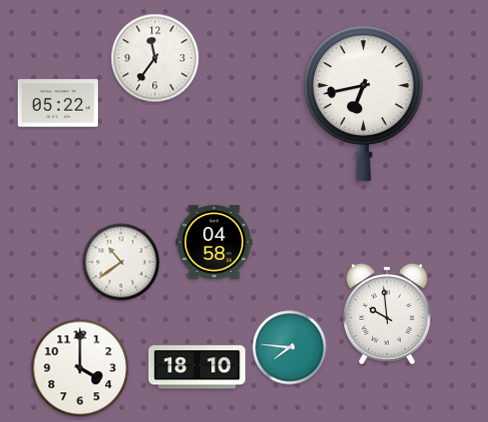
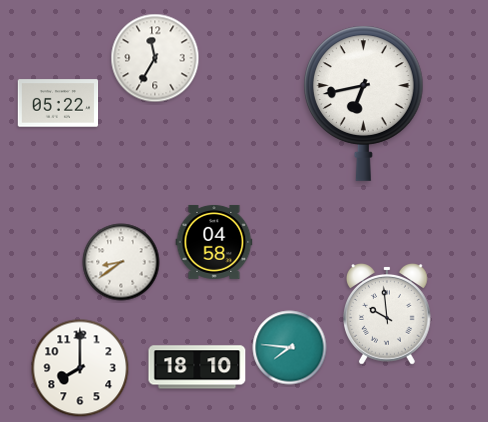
clock at (155, 58): 11:36 -> 11:35
clock at (121, 262): 10:39 -> 8:39
clock at (80, 368): 4:00 -> 8:00
